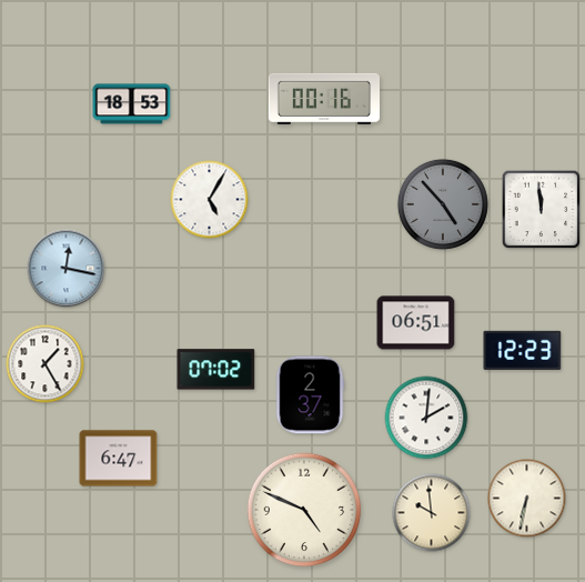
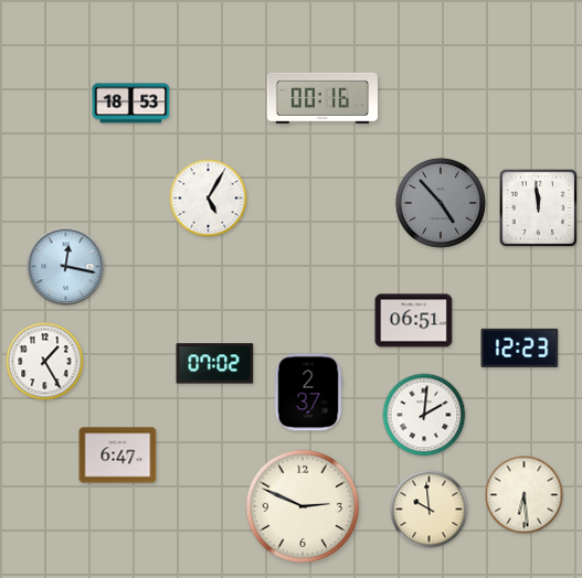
clock at (216, 370) position: (216, 370) -> (215, 364)
clock at (527, 499): 6:32 -> 6:29
clock at (304, 510): 4:49 -> 2:49
